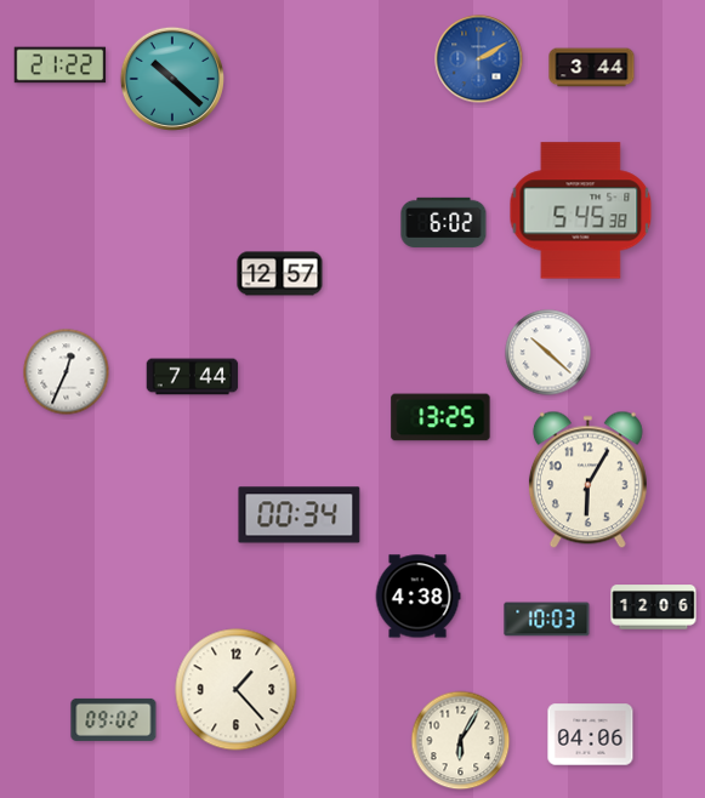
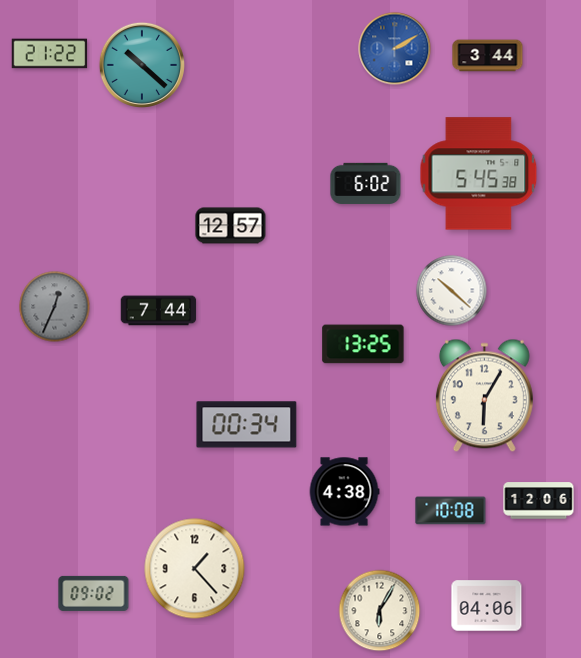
clock at (67, 372) dial: white -> grey
clock at (547, 620): 10:03 -> 10:08
